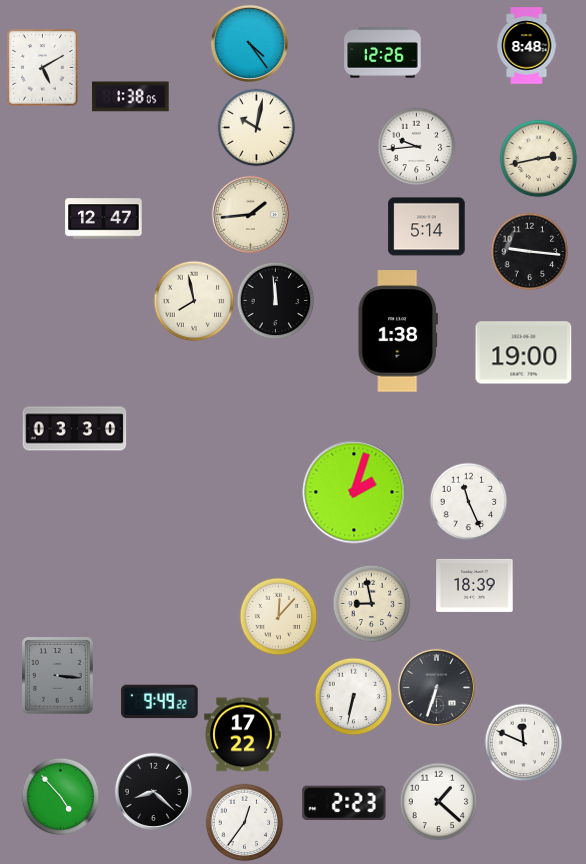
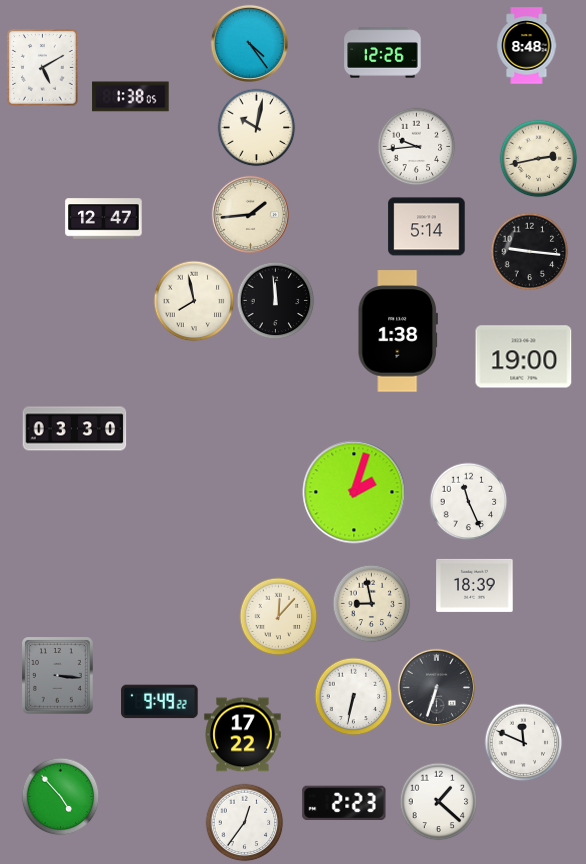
clock at (524, 353) position: (524, 353) -> (524, 357)
clock at (153, 791): 8:22 -> none
